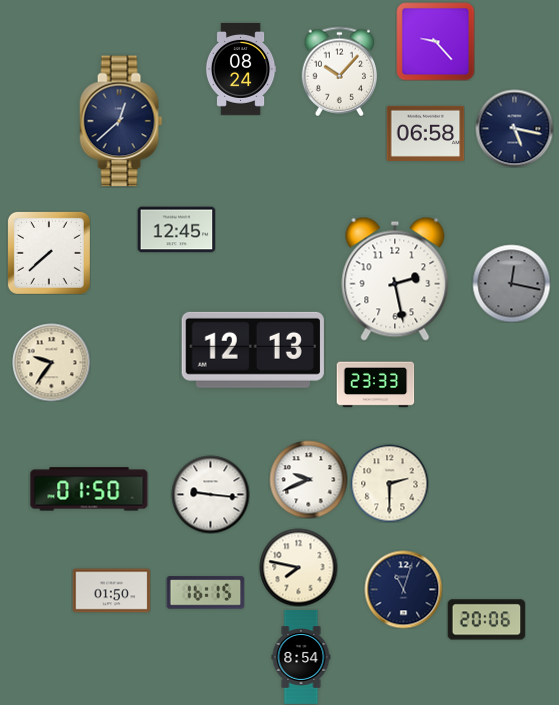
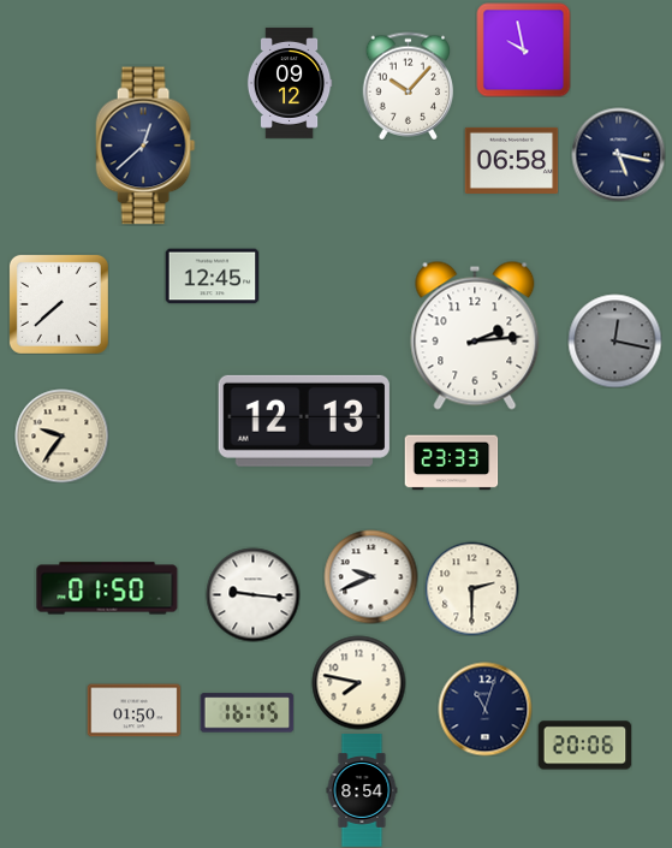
clock at (435, 41): 9:23 -> 9:58
clock at (241, 69): 08:24 -> 09:12
clock at (395, 279): 2:28 -> 2:14
clock at (389, 483) position: (389, 483) -> (471, 588)
